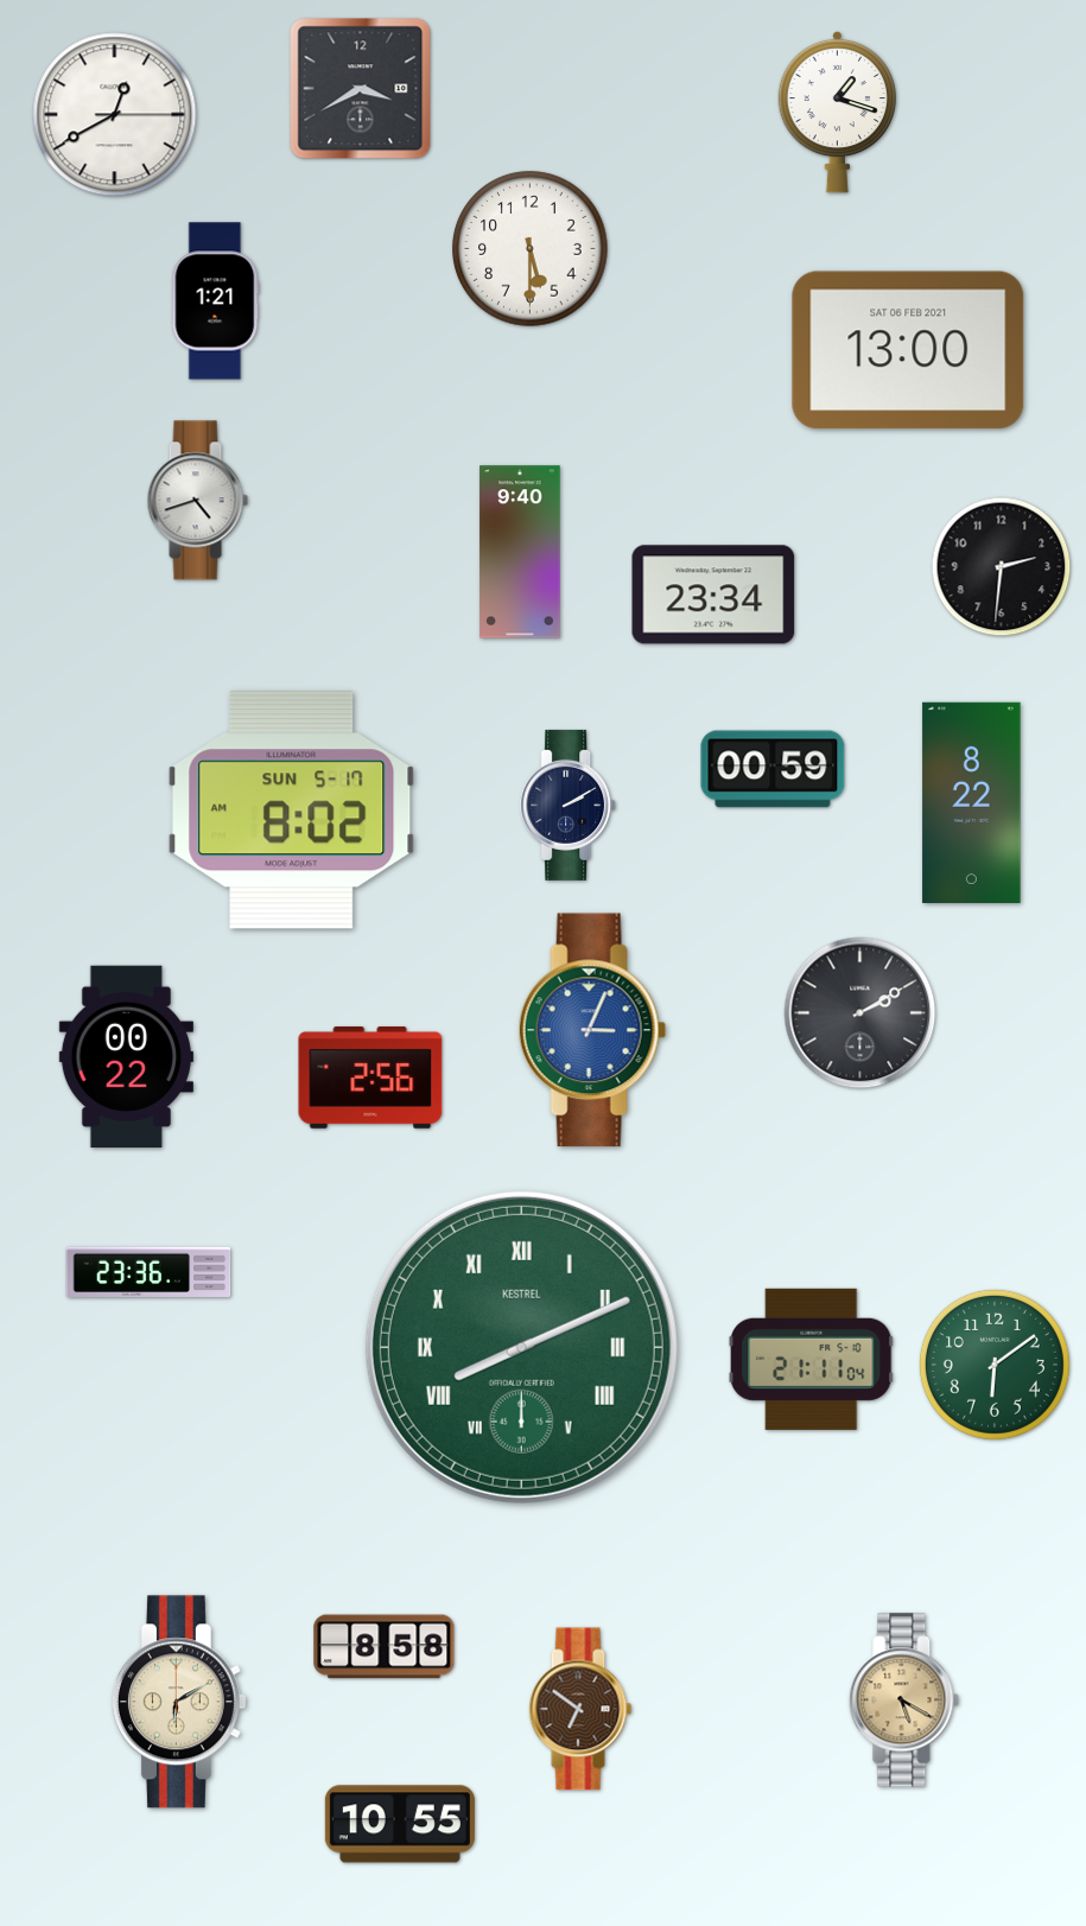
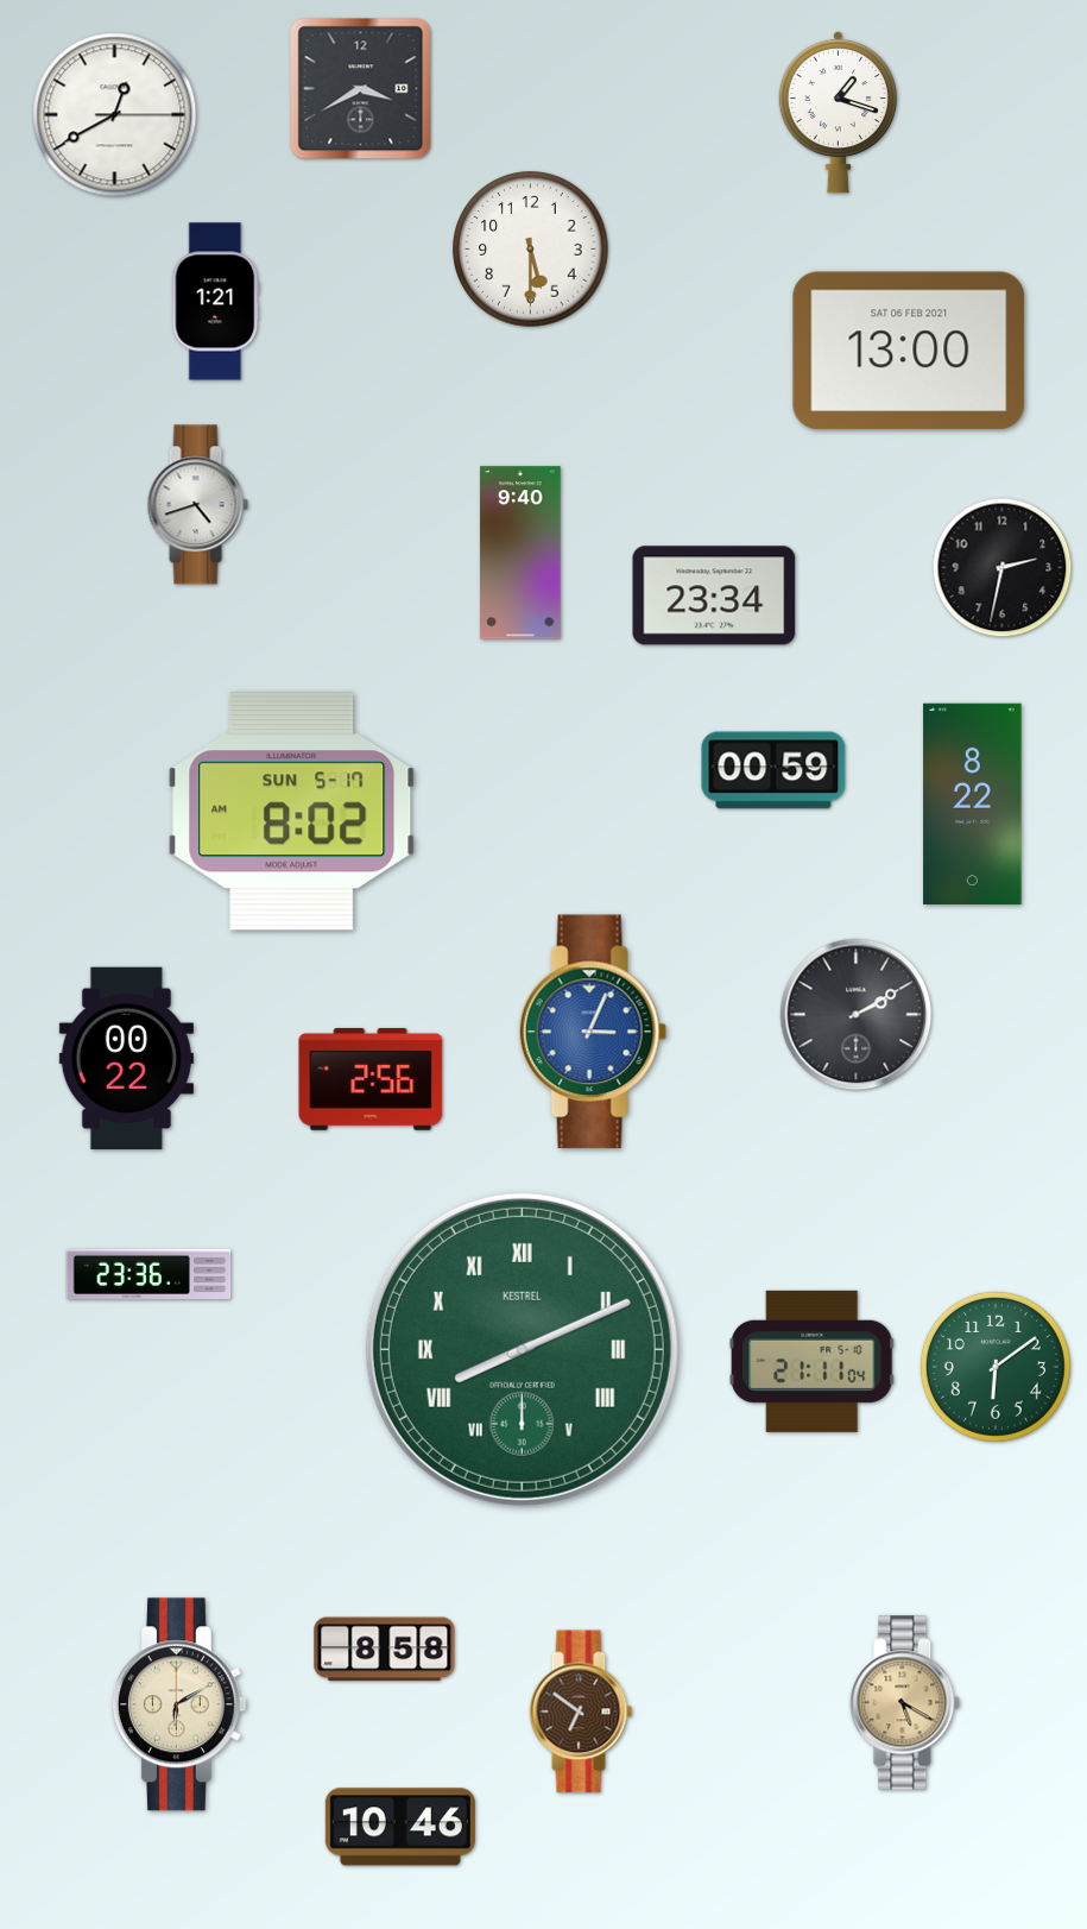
clock at (197, 501) position: (197, 501) -> (197, 505)
clock at (1002, 567): 2:31 -> 2:32
clock at (569, 805): 2:10 -> none
clock at (860, 1013) position: (860, 1013) -> (857, 1015)
clock at (400, 1824): 10:55 -> 10:46
